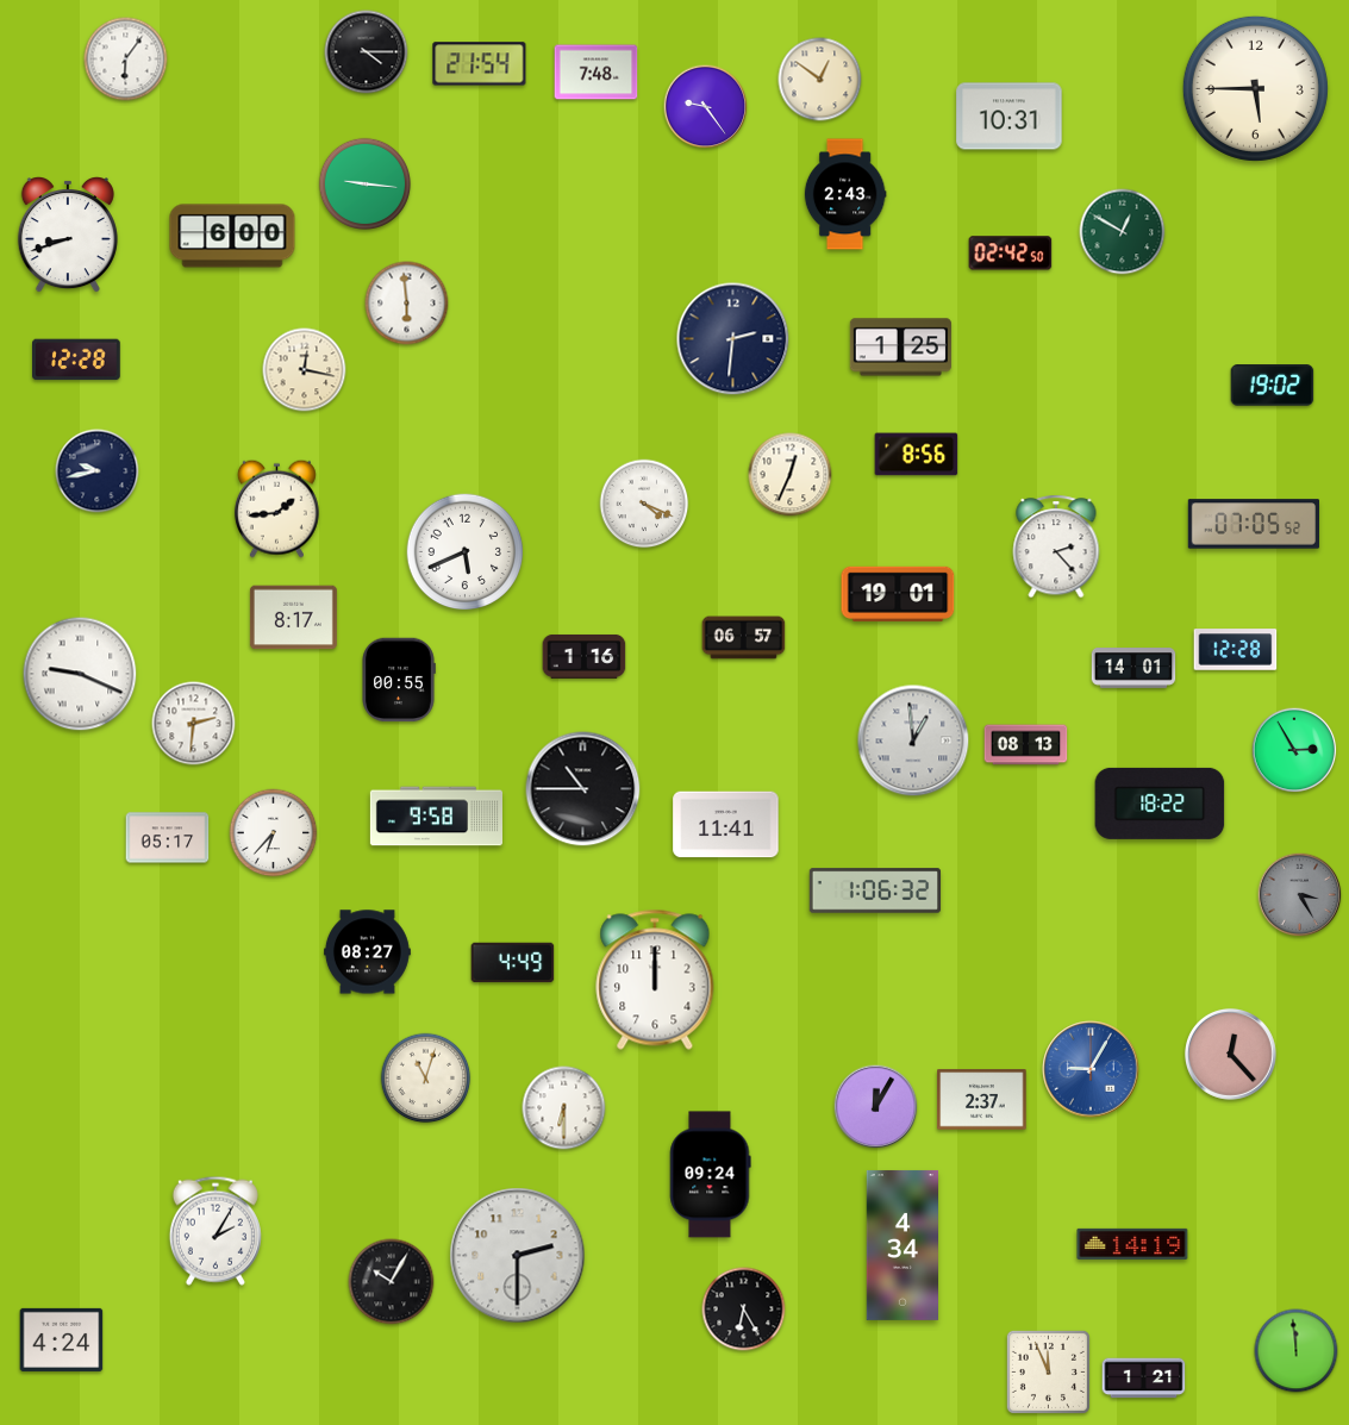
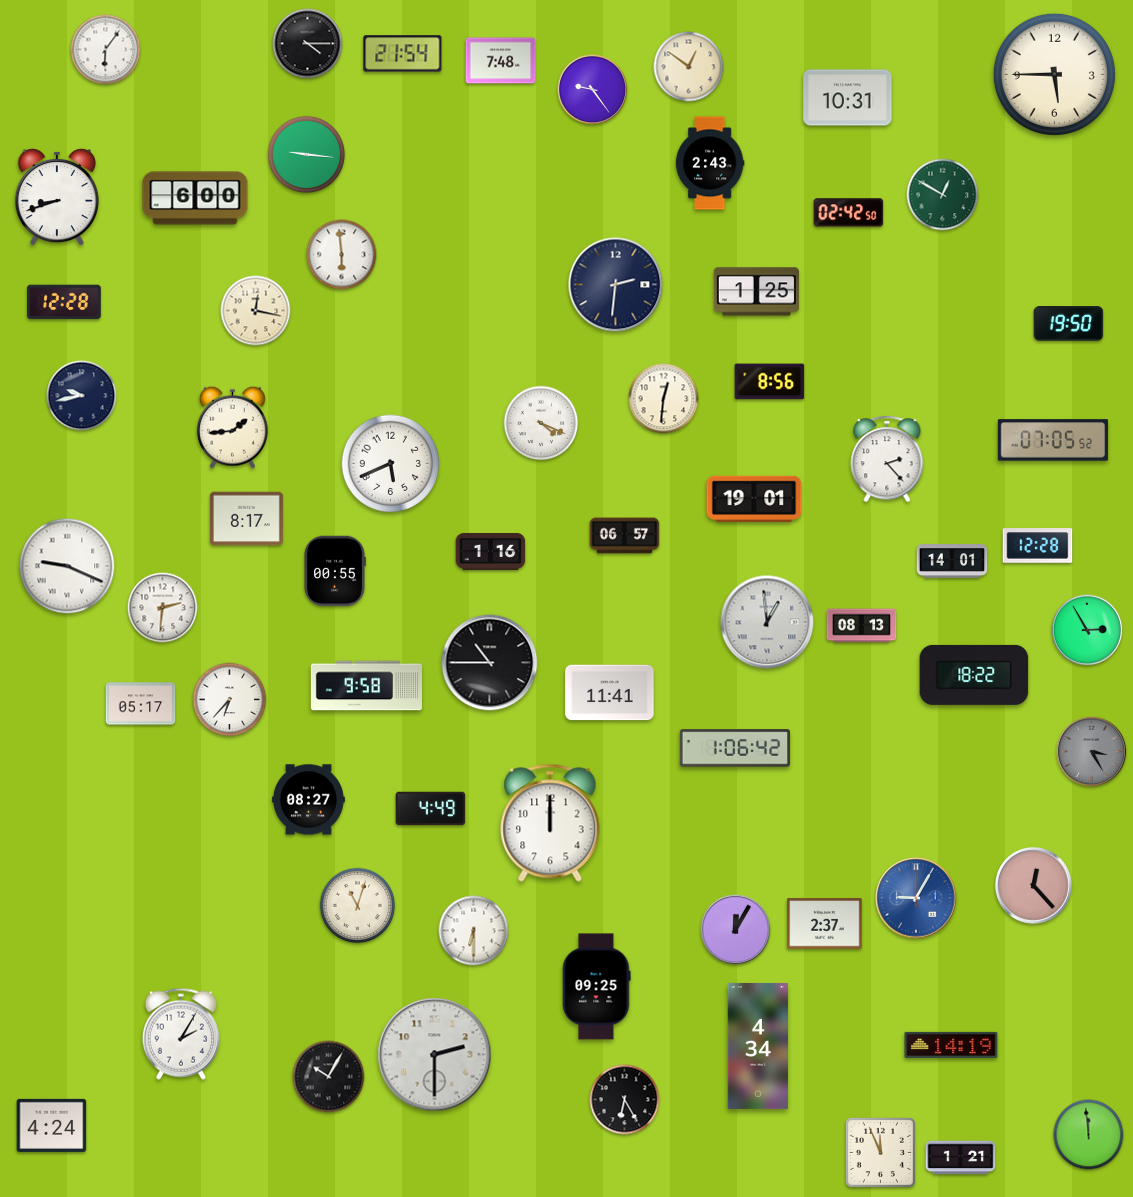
clock at (1273, 386): 19:02 -> 19:50
clock at (791, 475): 12:34 -> 12:31
clock at (875, 890): 1:06:32 -> 1:06:42
clock at (711, 1175): 09:24 -> 09:25
